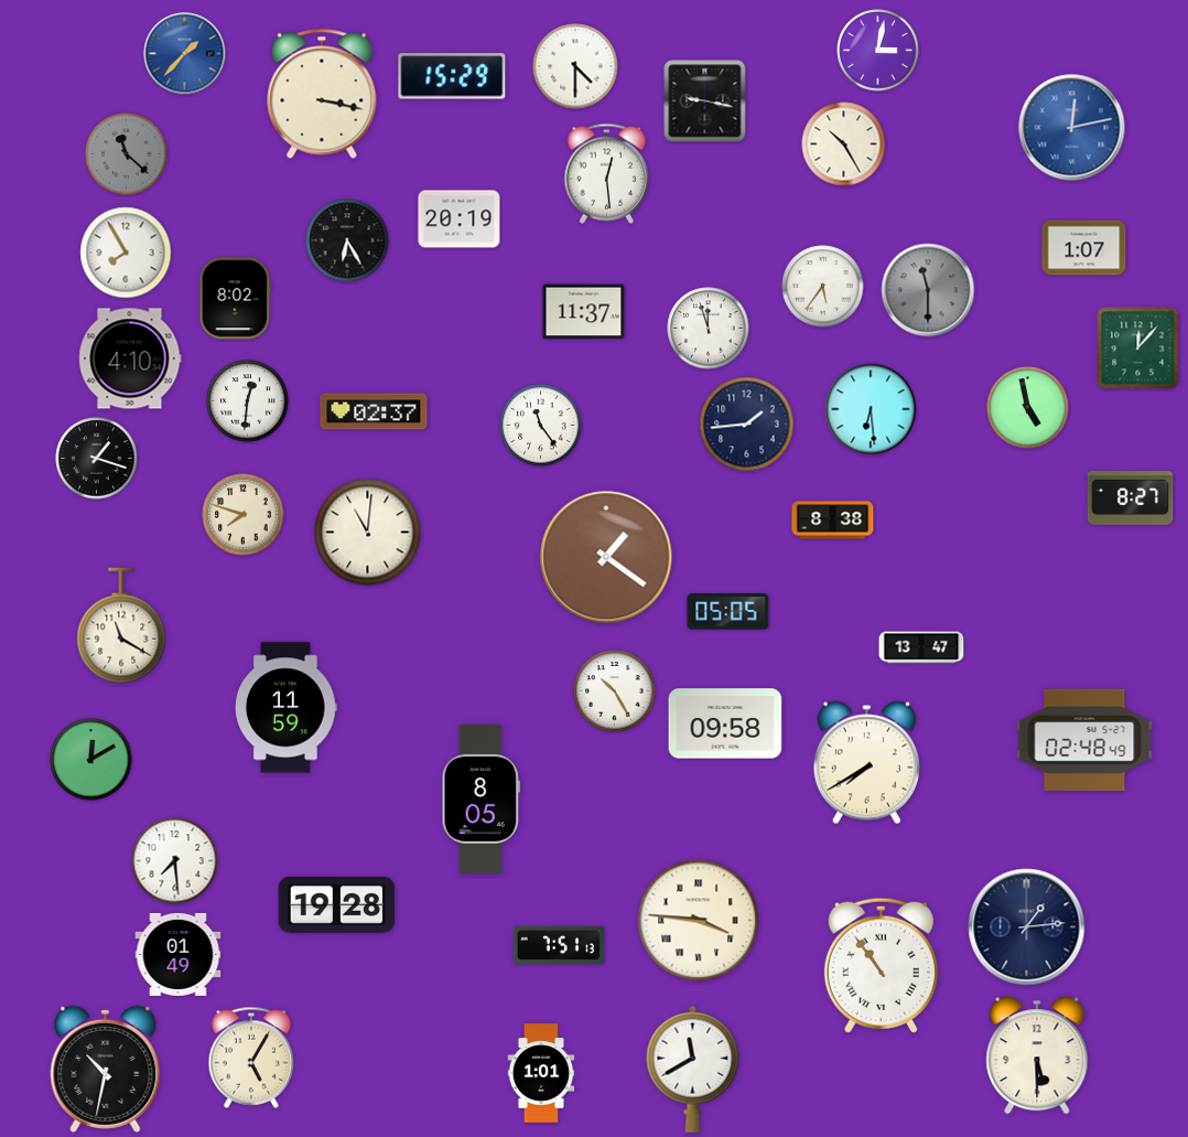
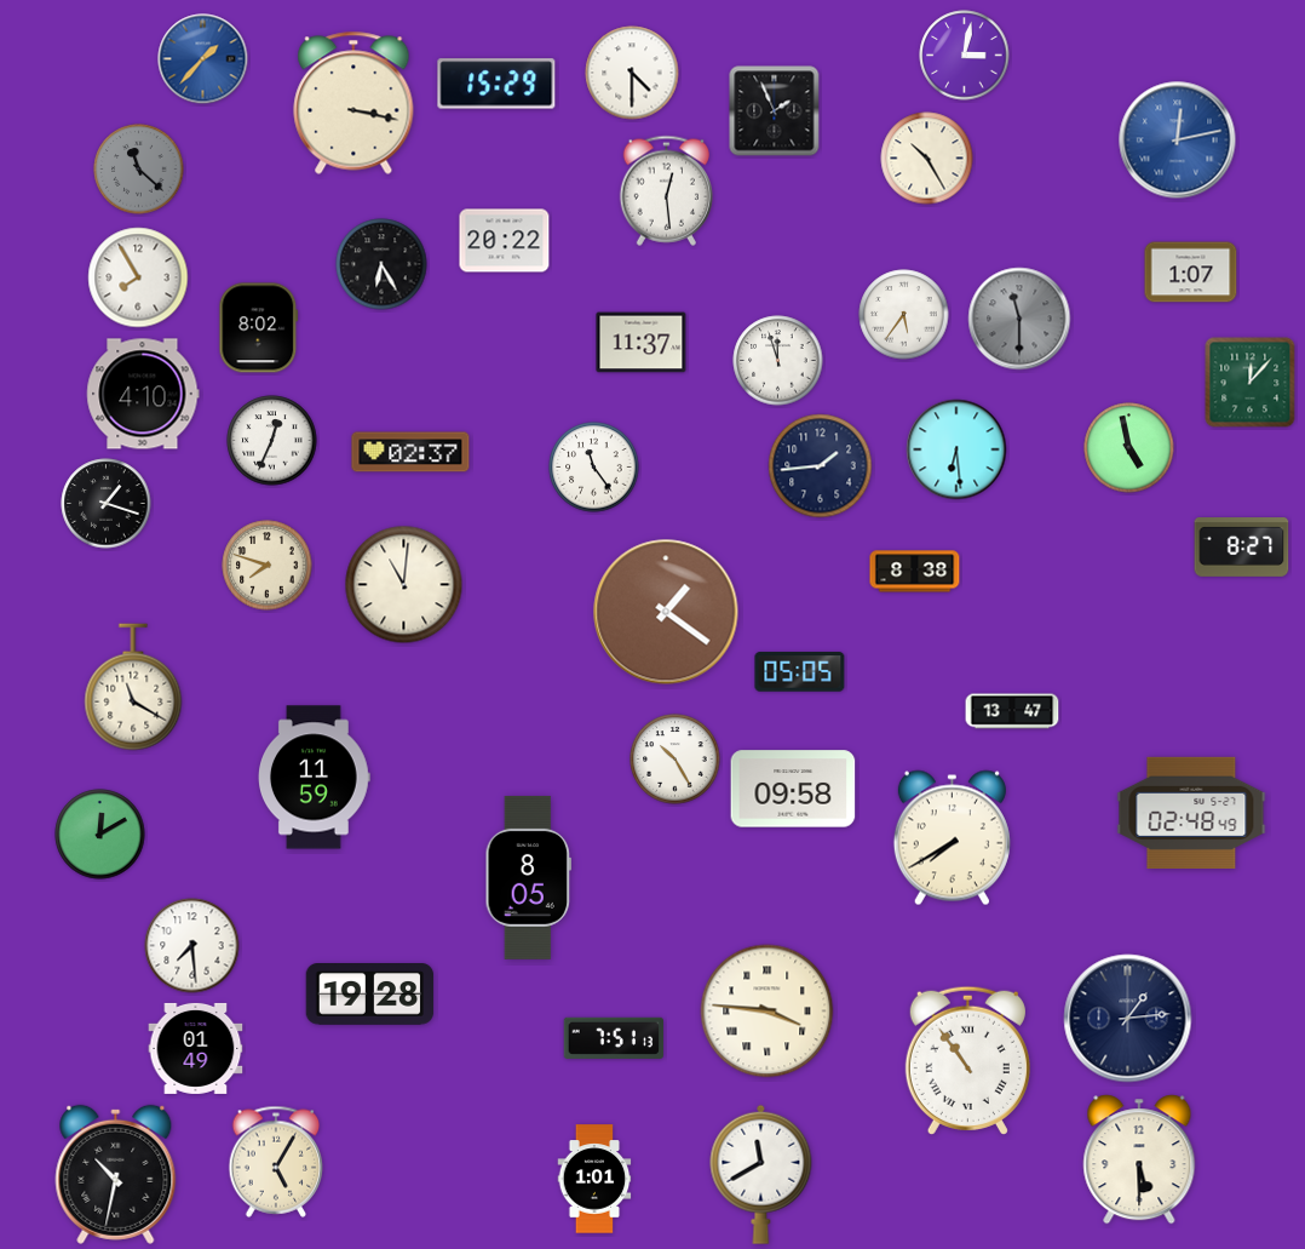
clock at (705, 101): 9:17 -> 1:56
clock at (460, 219): 20:19 -> 20:22
clock at (248, 401): 12:31 -> 12:34
clock at (725, 723) position: (725, 723) -> (793, 789)
